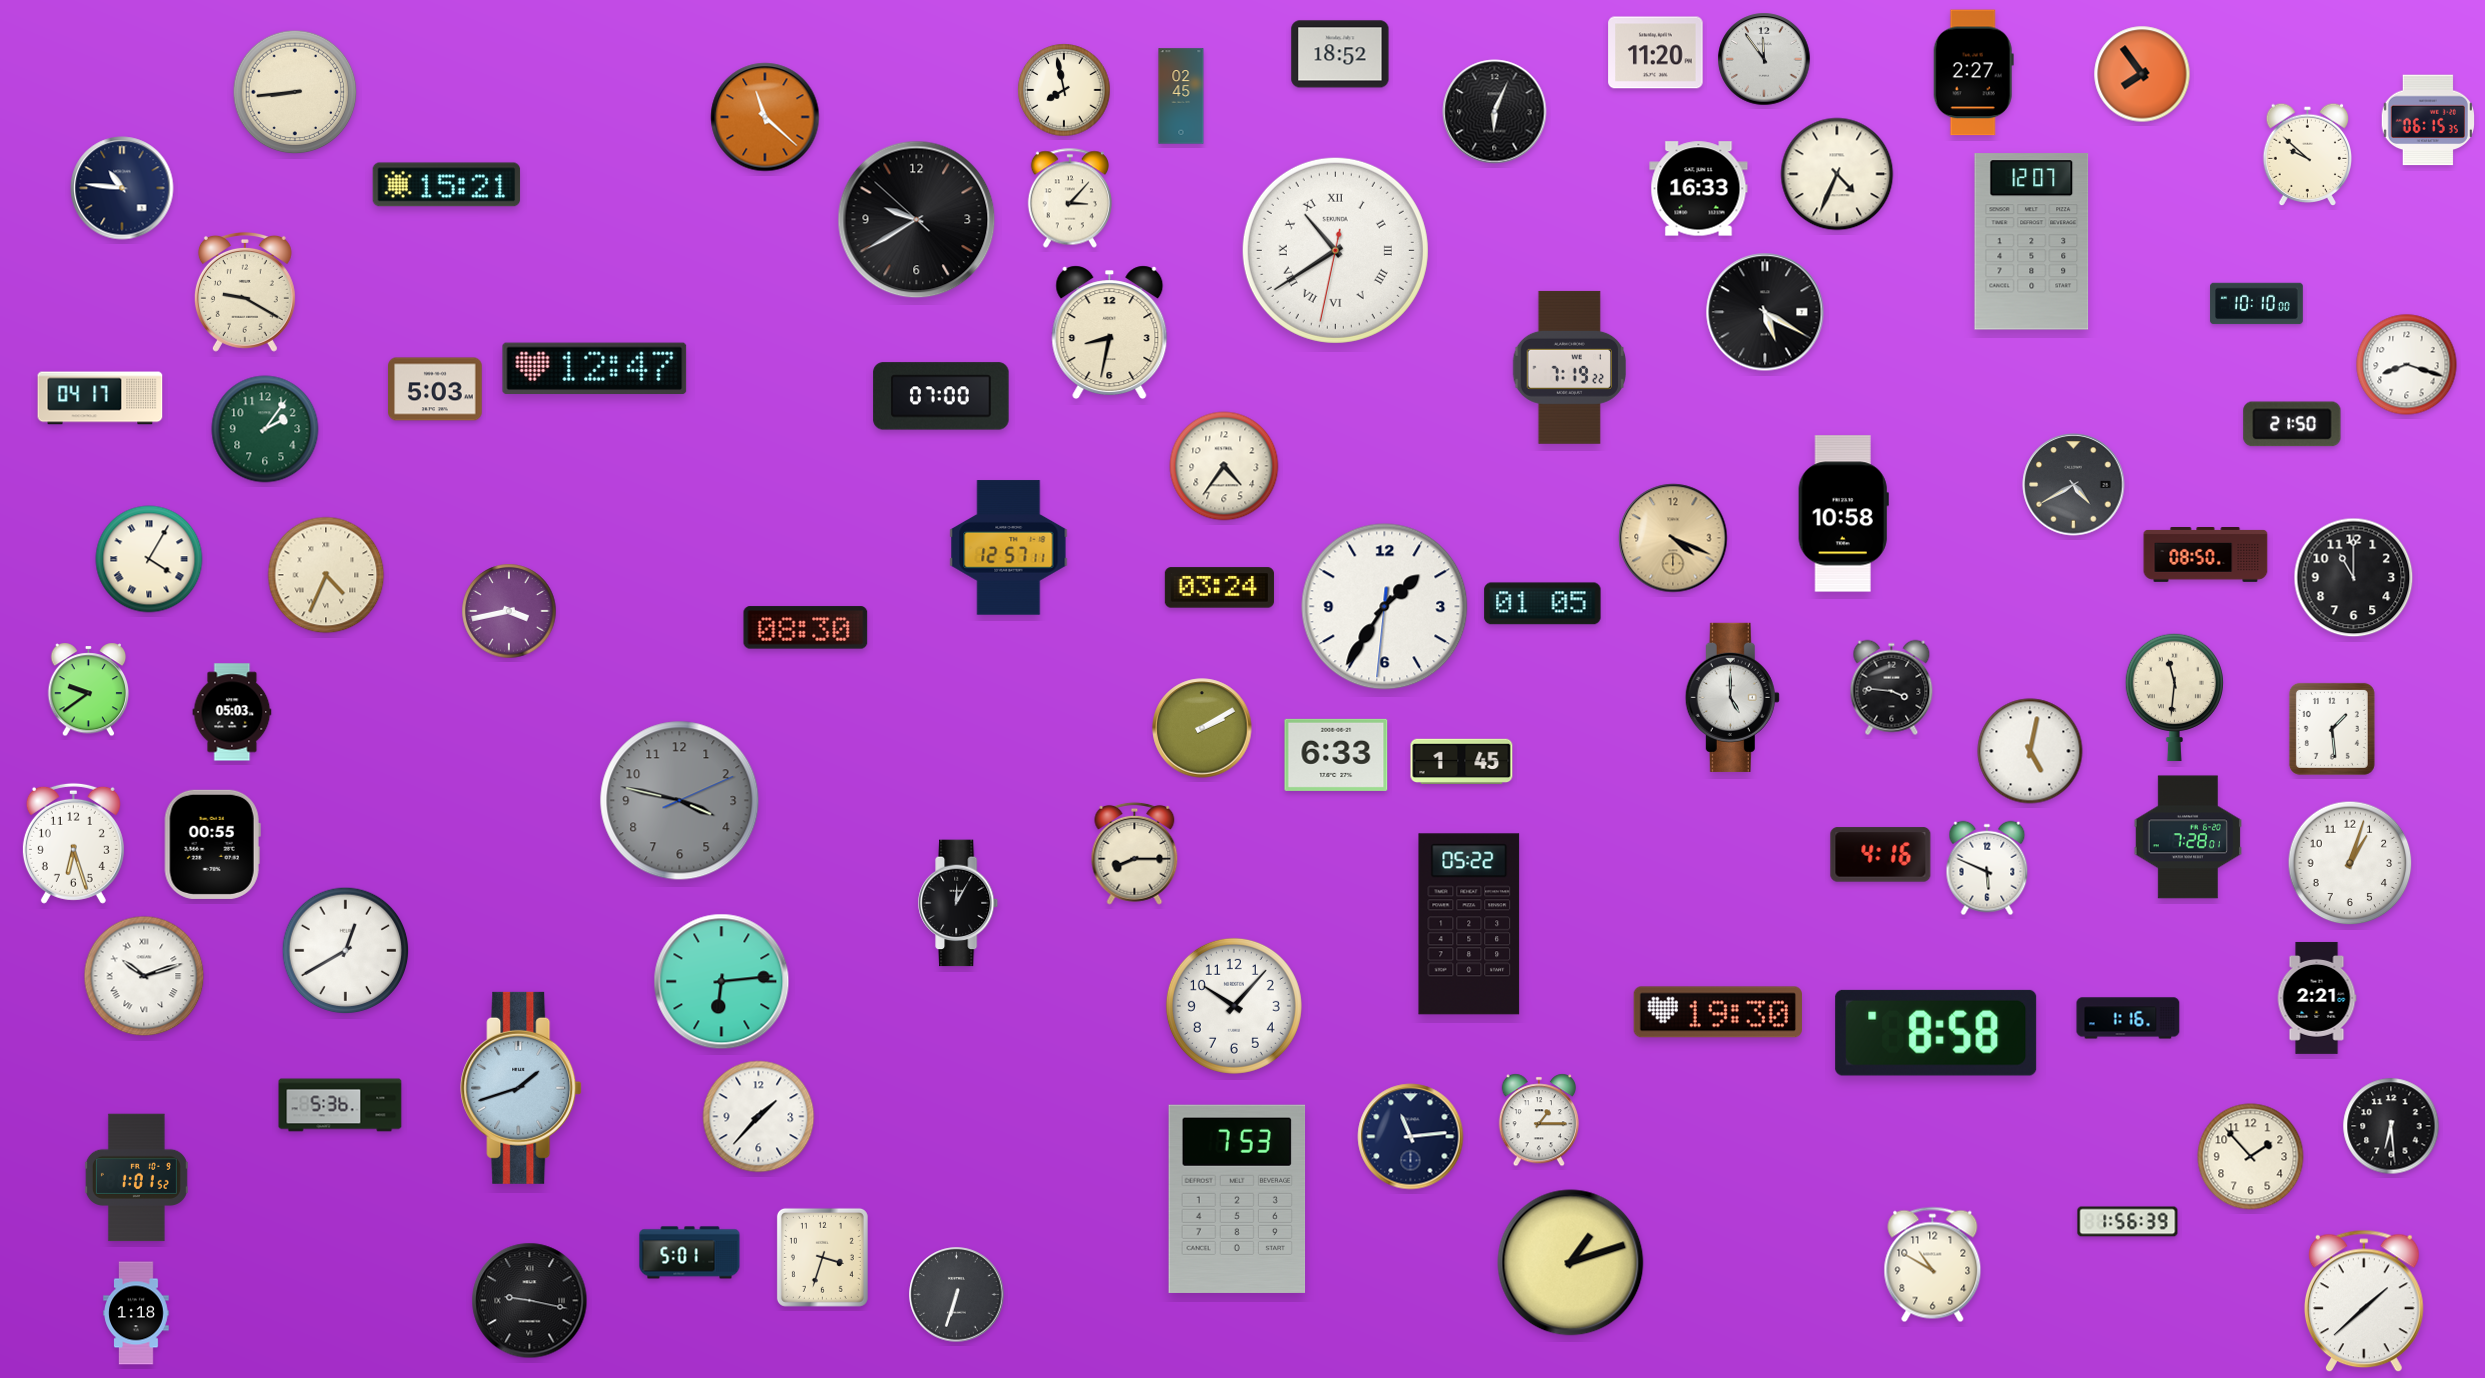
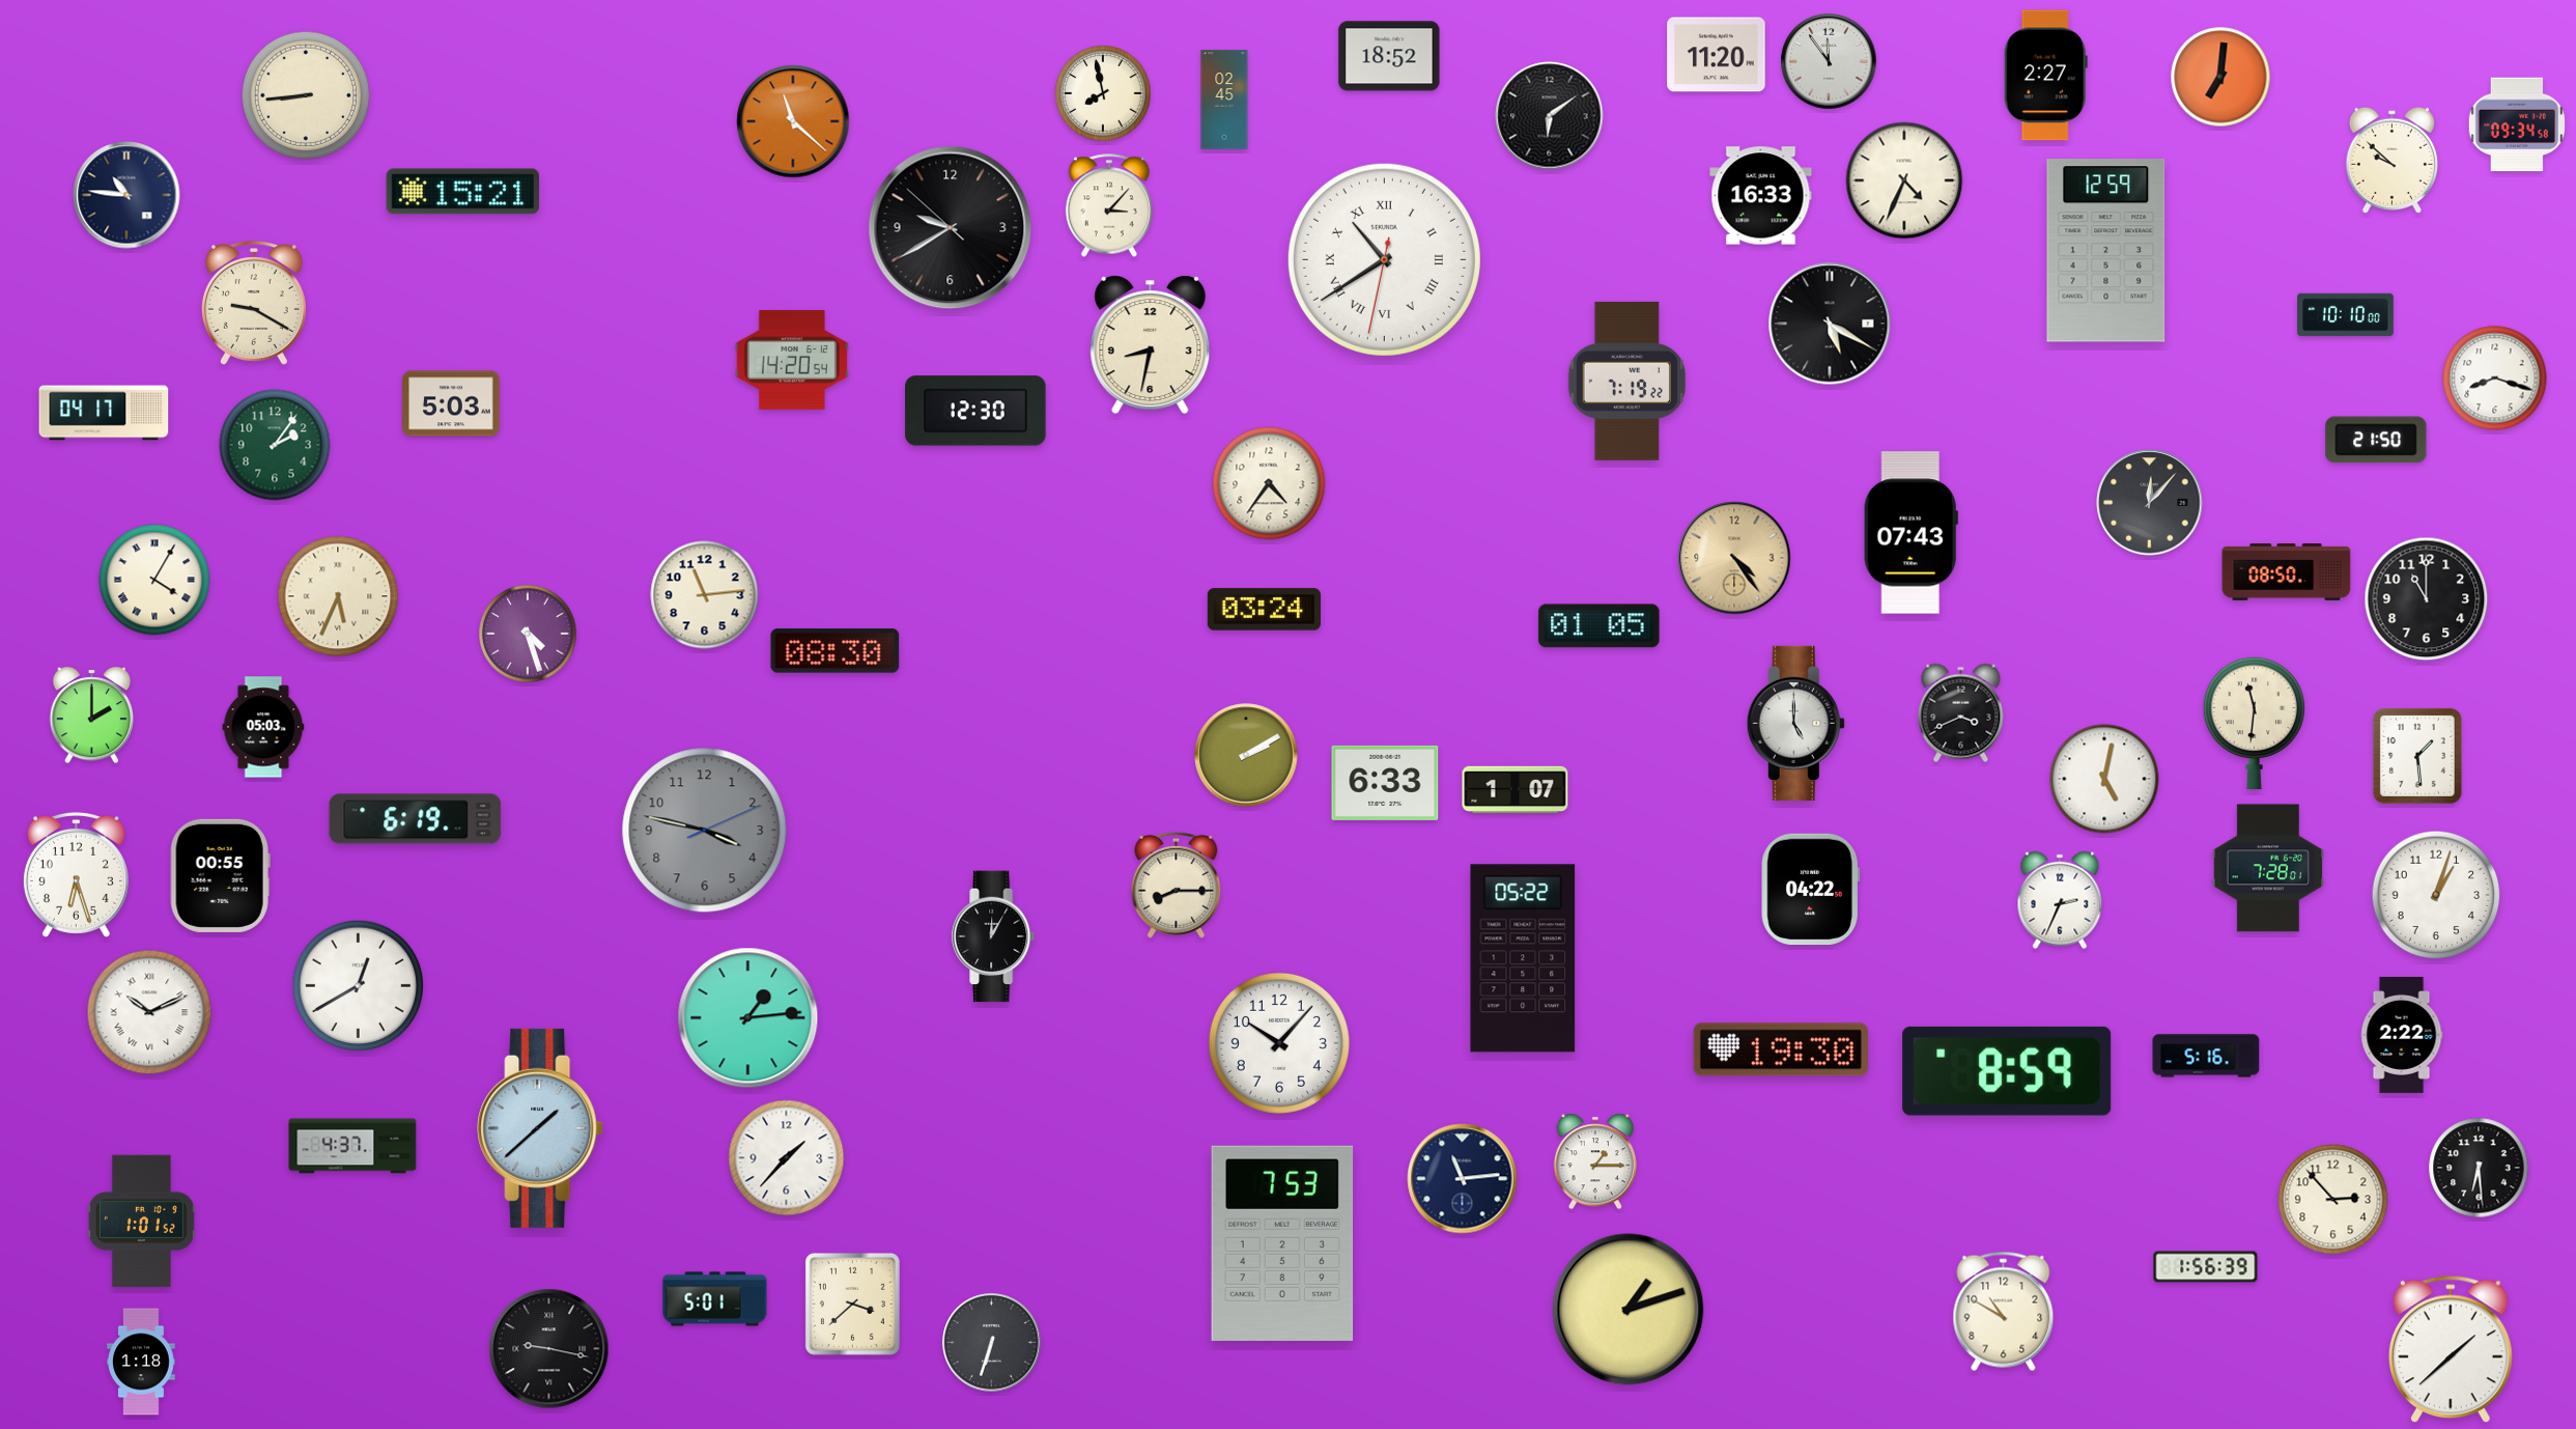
clock at (2142, 74): 7:54 -> 7:01
clock at (1495, 112): 6:04 -> 6:09
clock at (2428, 120): 06:15 -> 09:34
clock at (2032, 242): 12:07 -> 12:59
clock at (2257, 304) position: (2257, 304) -> (2346, 315)
clock at (792, 360): none -> 14:20
clock at (595, 369): 12:47 -> none
clock at (941, 396): 07:00 -> 12:30
clock at (2074, 485): 4:40 -> 12:07
clock at (1843, 514): 10:58 -> 07:43
clock at (1673, 538): 4:19 -> 4:24
clock at (1009, 548): 12:57 -> none
clock at (2206, 555) position: (2206, 555) -> (2287, 572)
clock at (705, 595): none -> 11:14
clock at (326, 575): 4:34 -> 5:34
clock at (2354, 578) position: (2354, 578) -> (2427, 599)
clock at (1385, 607): 1:35 -> none
clock at (509, 611): 3:43 -> 4:27
clock at (1892, 688): 3:46 -> 3:41
clock at (89, 690): 9:39 -> 2:00
clock at (232, 712) position: (232, 712) -> (263, 727)
clock at (1462, 761): 1:45 -> 1:07
clock at (416, 819): none -> 6:19
clock at (1881, 855): 4:16 -> none
clock at (1810, 890): none -> 04:22
clock at (1987, 868): 5:49 -> 2:34
clock at (144, 976): 10:12 -> 10:11
clock at (722, 982): 6:14 -> 1:14
clock at (2317, 998): 2:21 -> 2:22
clock at (2128, 1018): 1:16 -> 5:16
clock at (1936, 1033): 8:58 -> 8:59
clock at (521, 1088): 1:42 -> 1:38
clock at (340, 1105): 5:36 -> 4:37
clock at (2251, 1157): 1:53 -> 2:53
clock at (822, 1257): 3:33 -> 3:38
